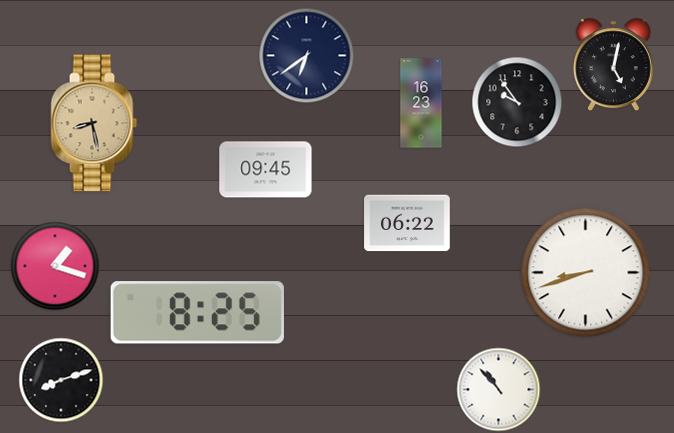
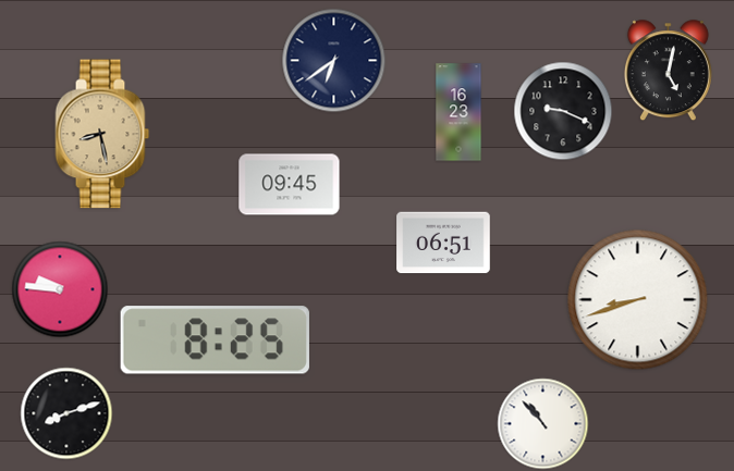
clock at (517, 102): 9:54 -> 9:19
clock at (407, 223): 06:22 -> 06:51
clock at (55, 266): 1:18 -> 9:46
clock at (586, 273) position: (586, 273) -> (638, 300)
